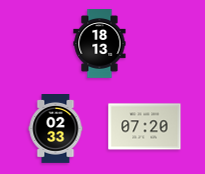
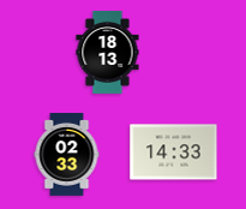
clock at (100, 44) position: (100, 44) -> (108, 53)
clock at (145, 127): 07:20 -> 14:33
